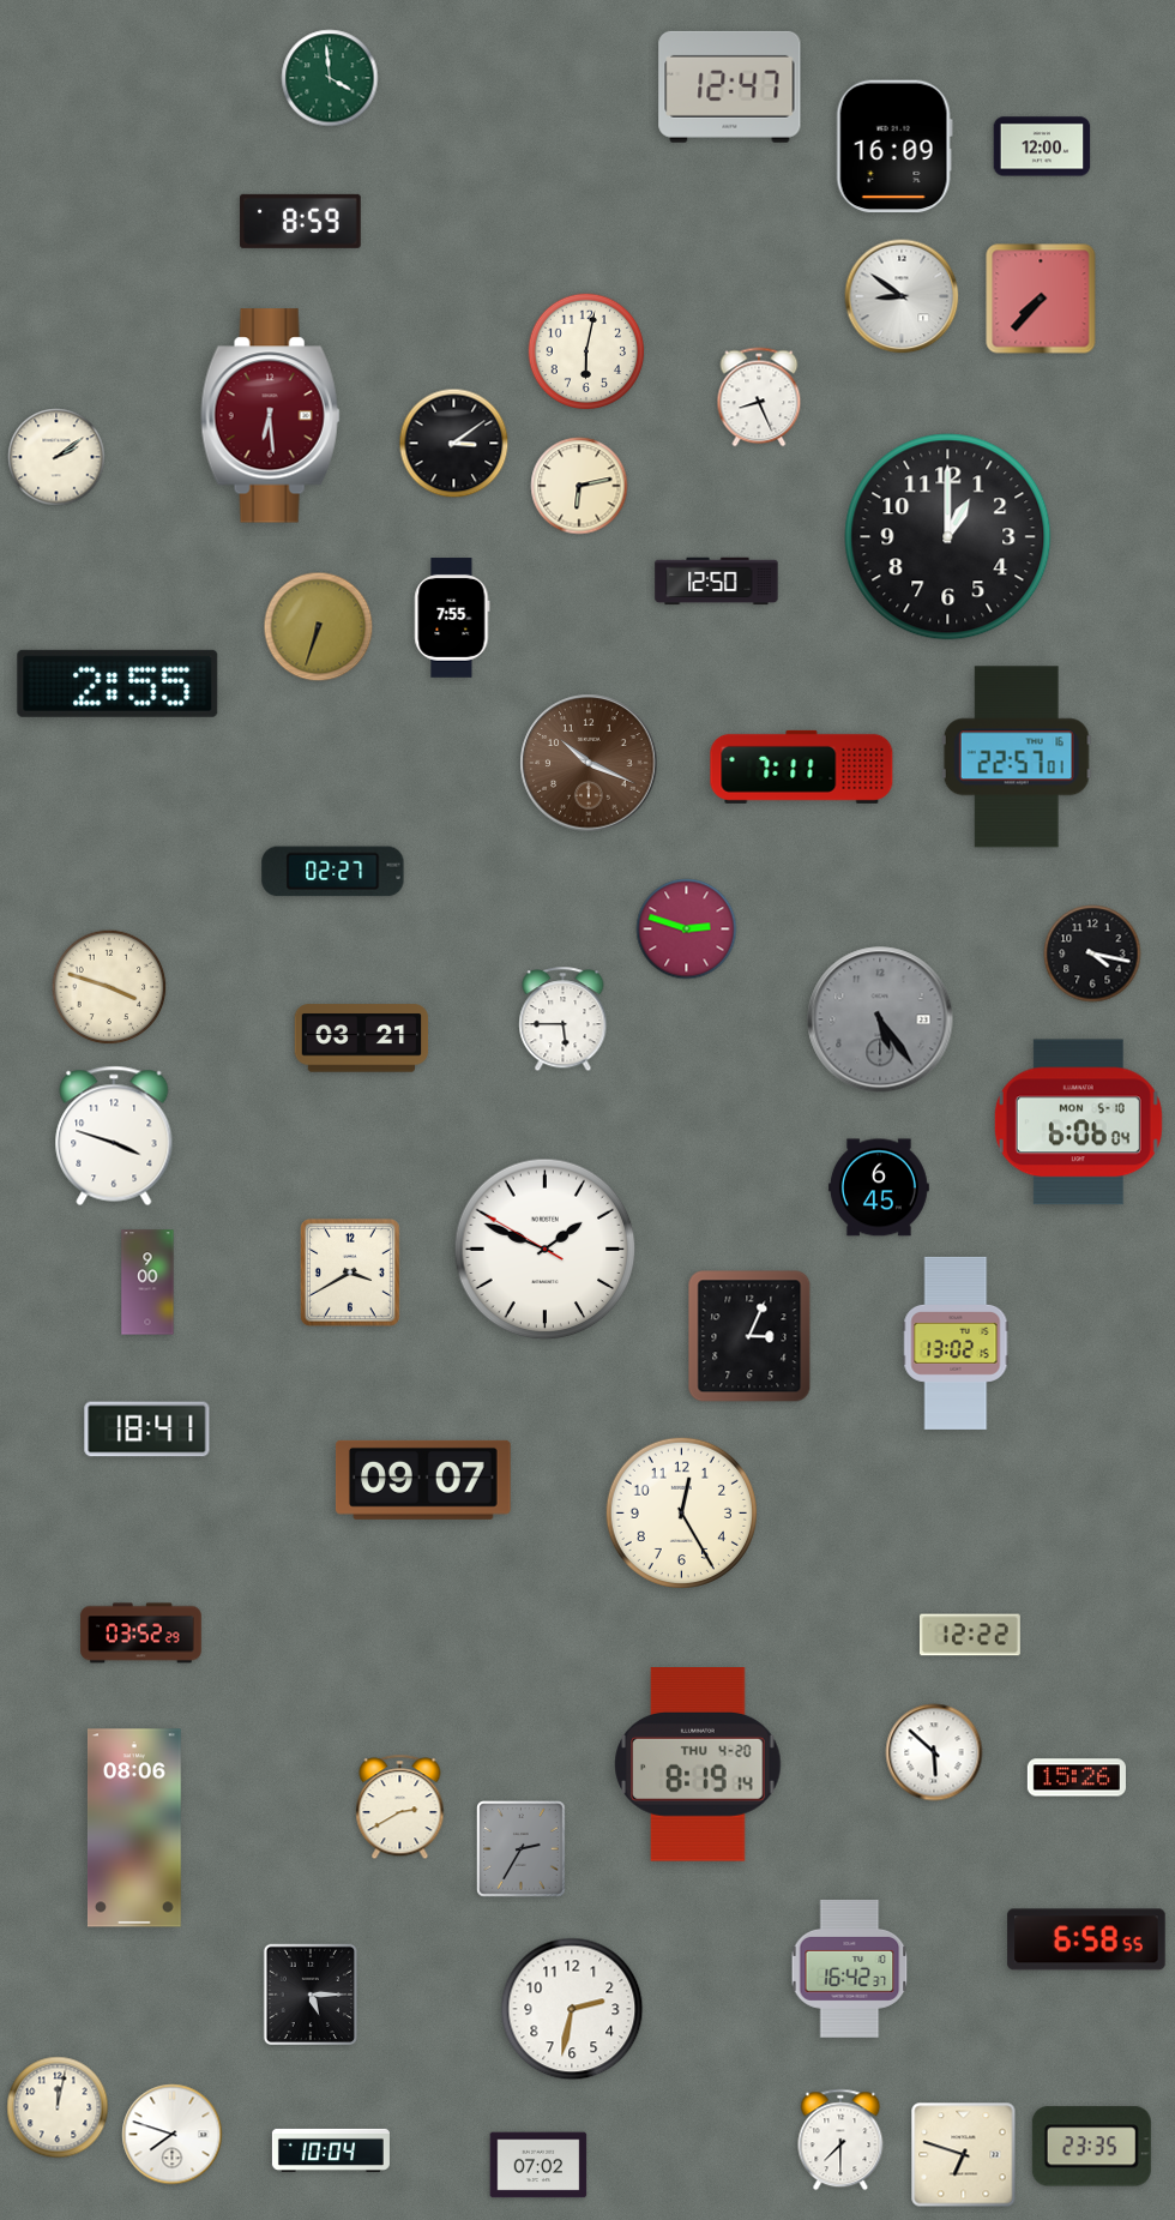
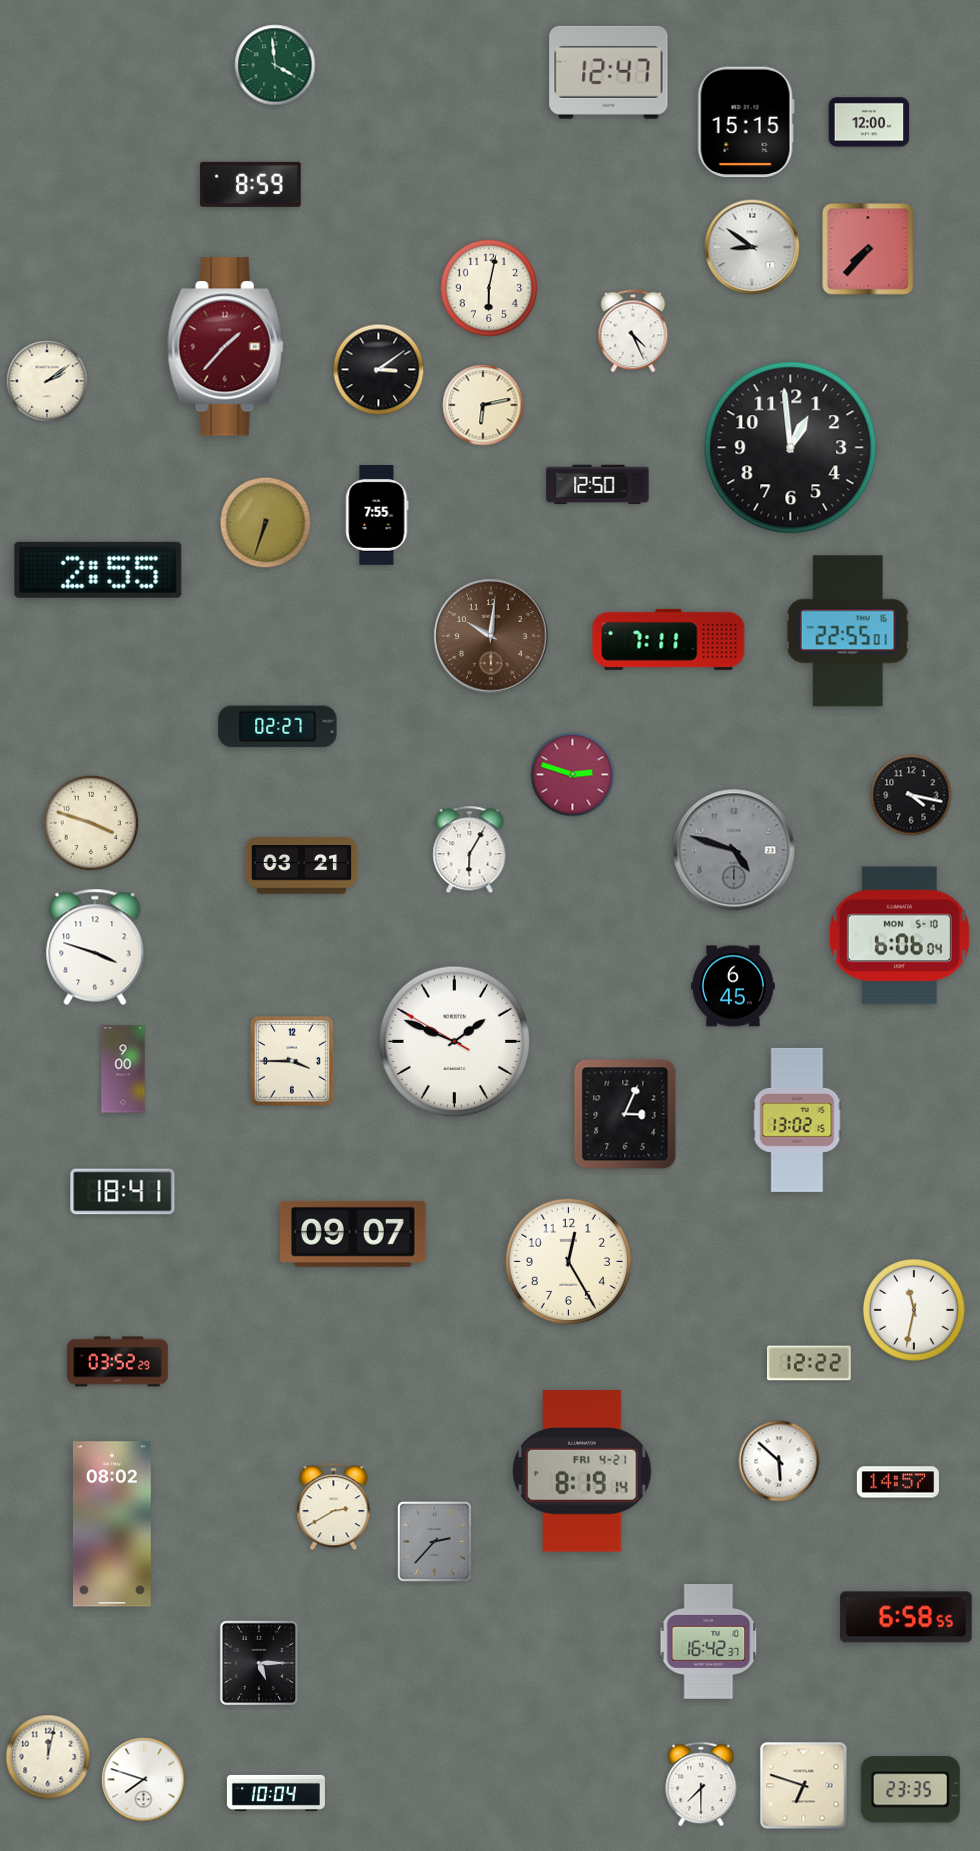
clock at (894, 146): 16:09 -> 15:15
clock at (586, 351) position: (586, 351) -> (489, 288)
clock at (759, 397): 8:26 -> 4:26
clock at (270, 416): 6:29 -> 1:37
clock at (948, 537): 1:00 -> 12:59
clock at (1017, 757): 22:57 -> 22:55
clock at (589, 763): 10:19 -> 10:01
clock at (564, 1019): 5:45 -> 6:05
clock at (880, 1019): 5:24 -> 4:48
clock at (879, 1187) position: (879, 1187) -> (733, 986)
clock at (350, 1273): 3:40 -> 3:45
clock at (914, 1310): none -> 11:32
clock at (698, 1764) date: THU 4-20 -> FRI 4-21
clock at (1077, 1777): 15:26 -> 14:57
clock at (134, 1828): 08:06 -> 08:02
clock at (522, 1849): 2:35 -> 2:37
clock at (572, 2009): 2:32 -> none
clock at (964, 2155) position: (964, 2155) -> (804, 1786)
clock at (538, 2165): 07:02 -> none
